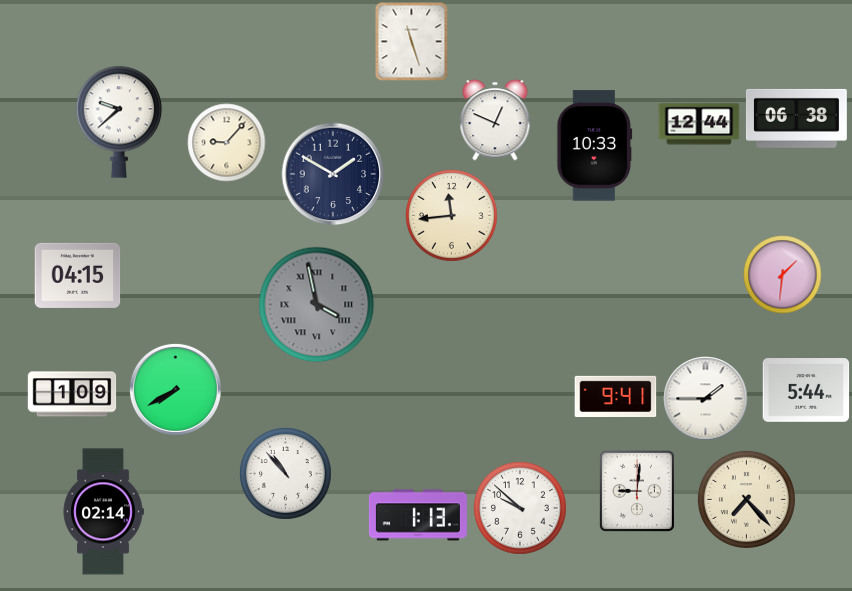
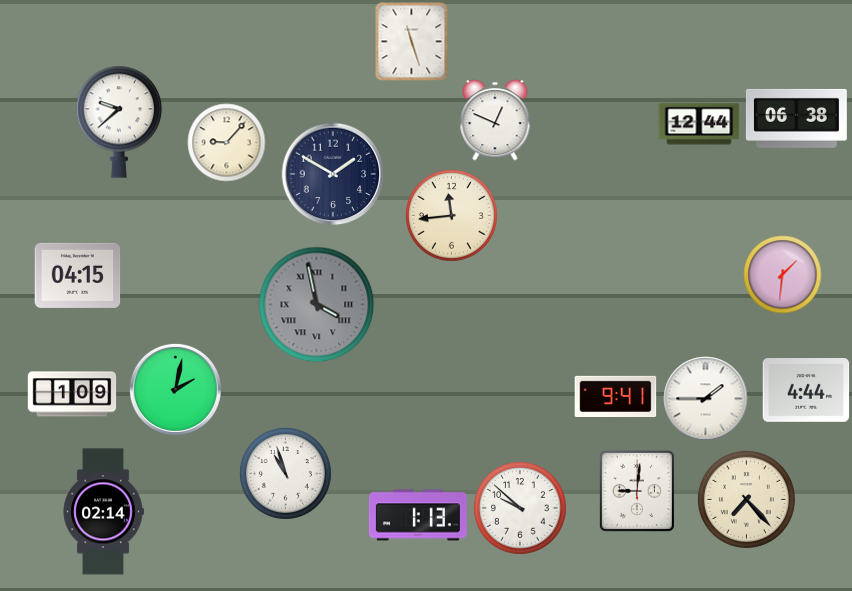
clock at (595, 146): 10:33 -> none
clock at (175, 389): 7:40 -> 2:02
clock at (806, 391): 5:44 -> 4:44
clock at (285, 473): 10:53 -> 10:57
